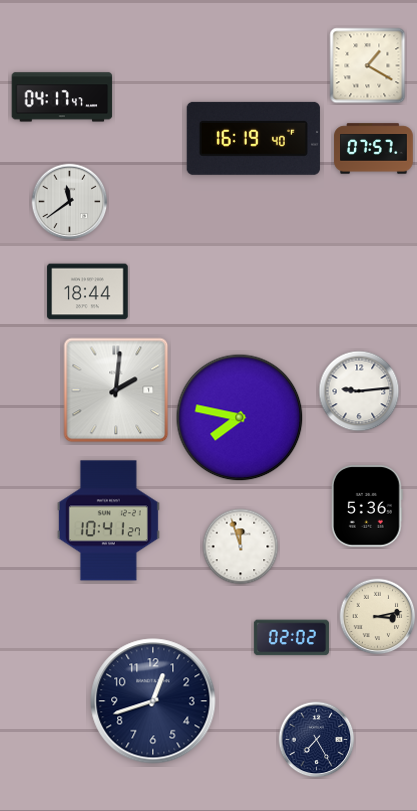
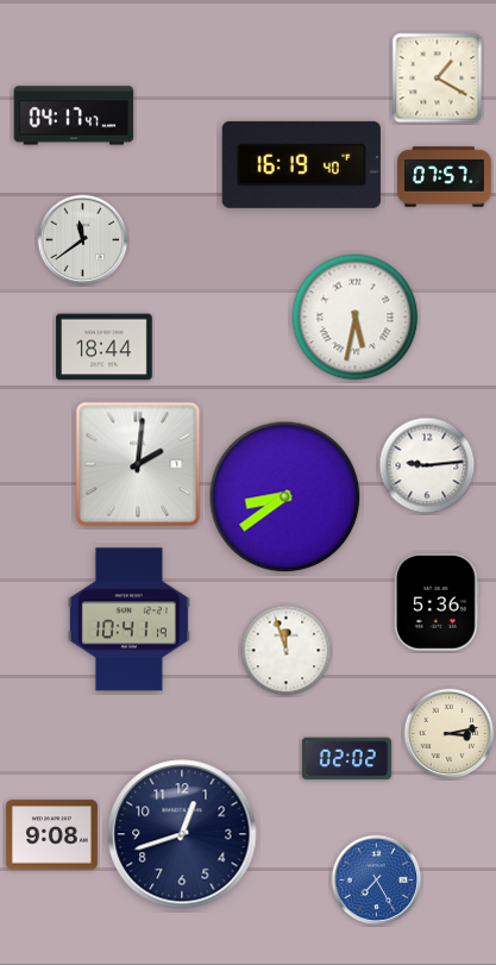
clock at (356, 318): none -> 5:32
clock at (240, 418): 7:47 -> 8:39
clock at (108, 521): 10:41:27 -> 10:41:19
clock at (51, 835): none -> 9:08
clock at (317, 740) dial: navy -> blue
